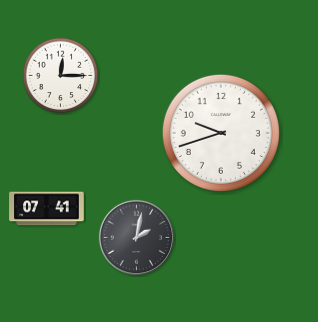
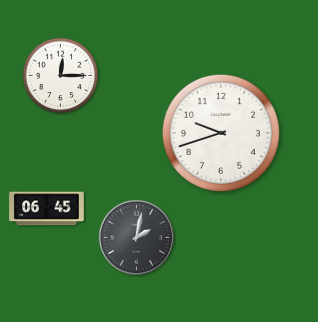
clock at (47, 209): 07:41 -> 06:45
